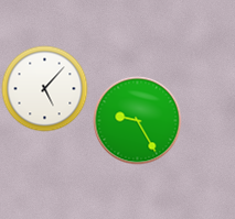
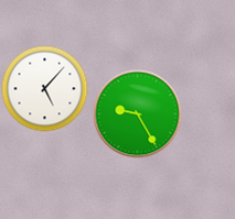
clock at (137, 120) position: (137, 120) -> (137, 113)
